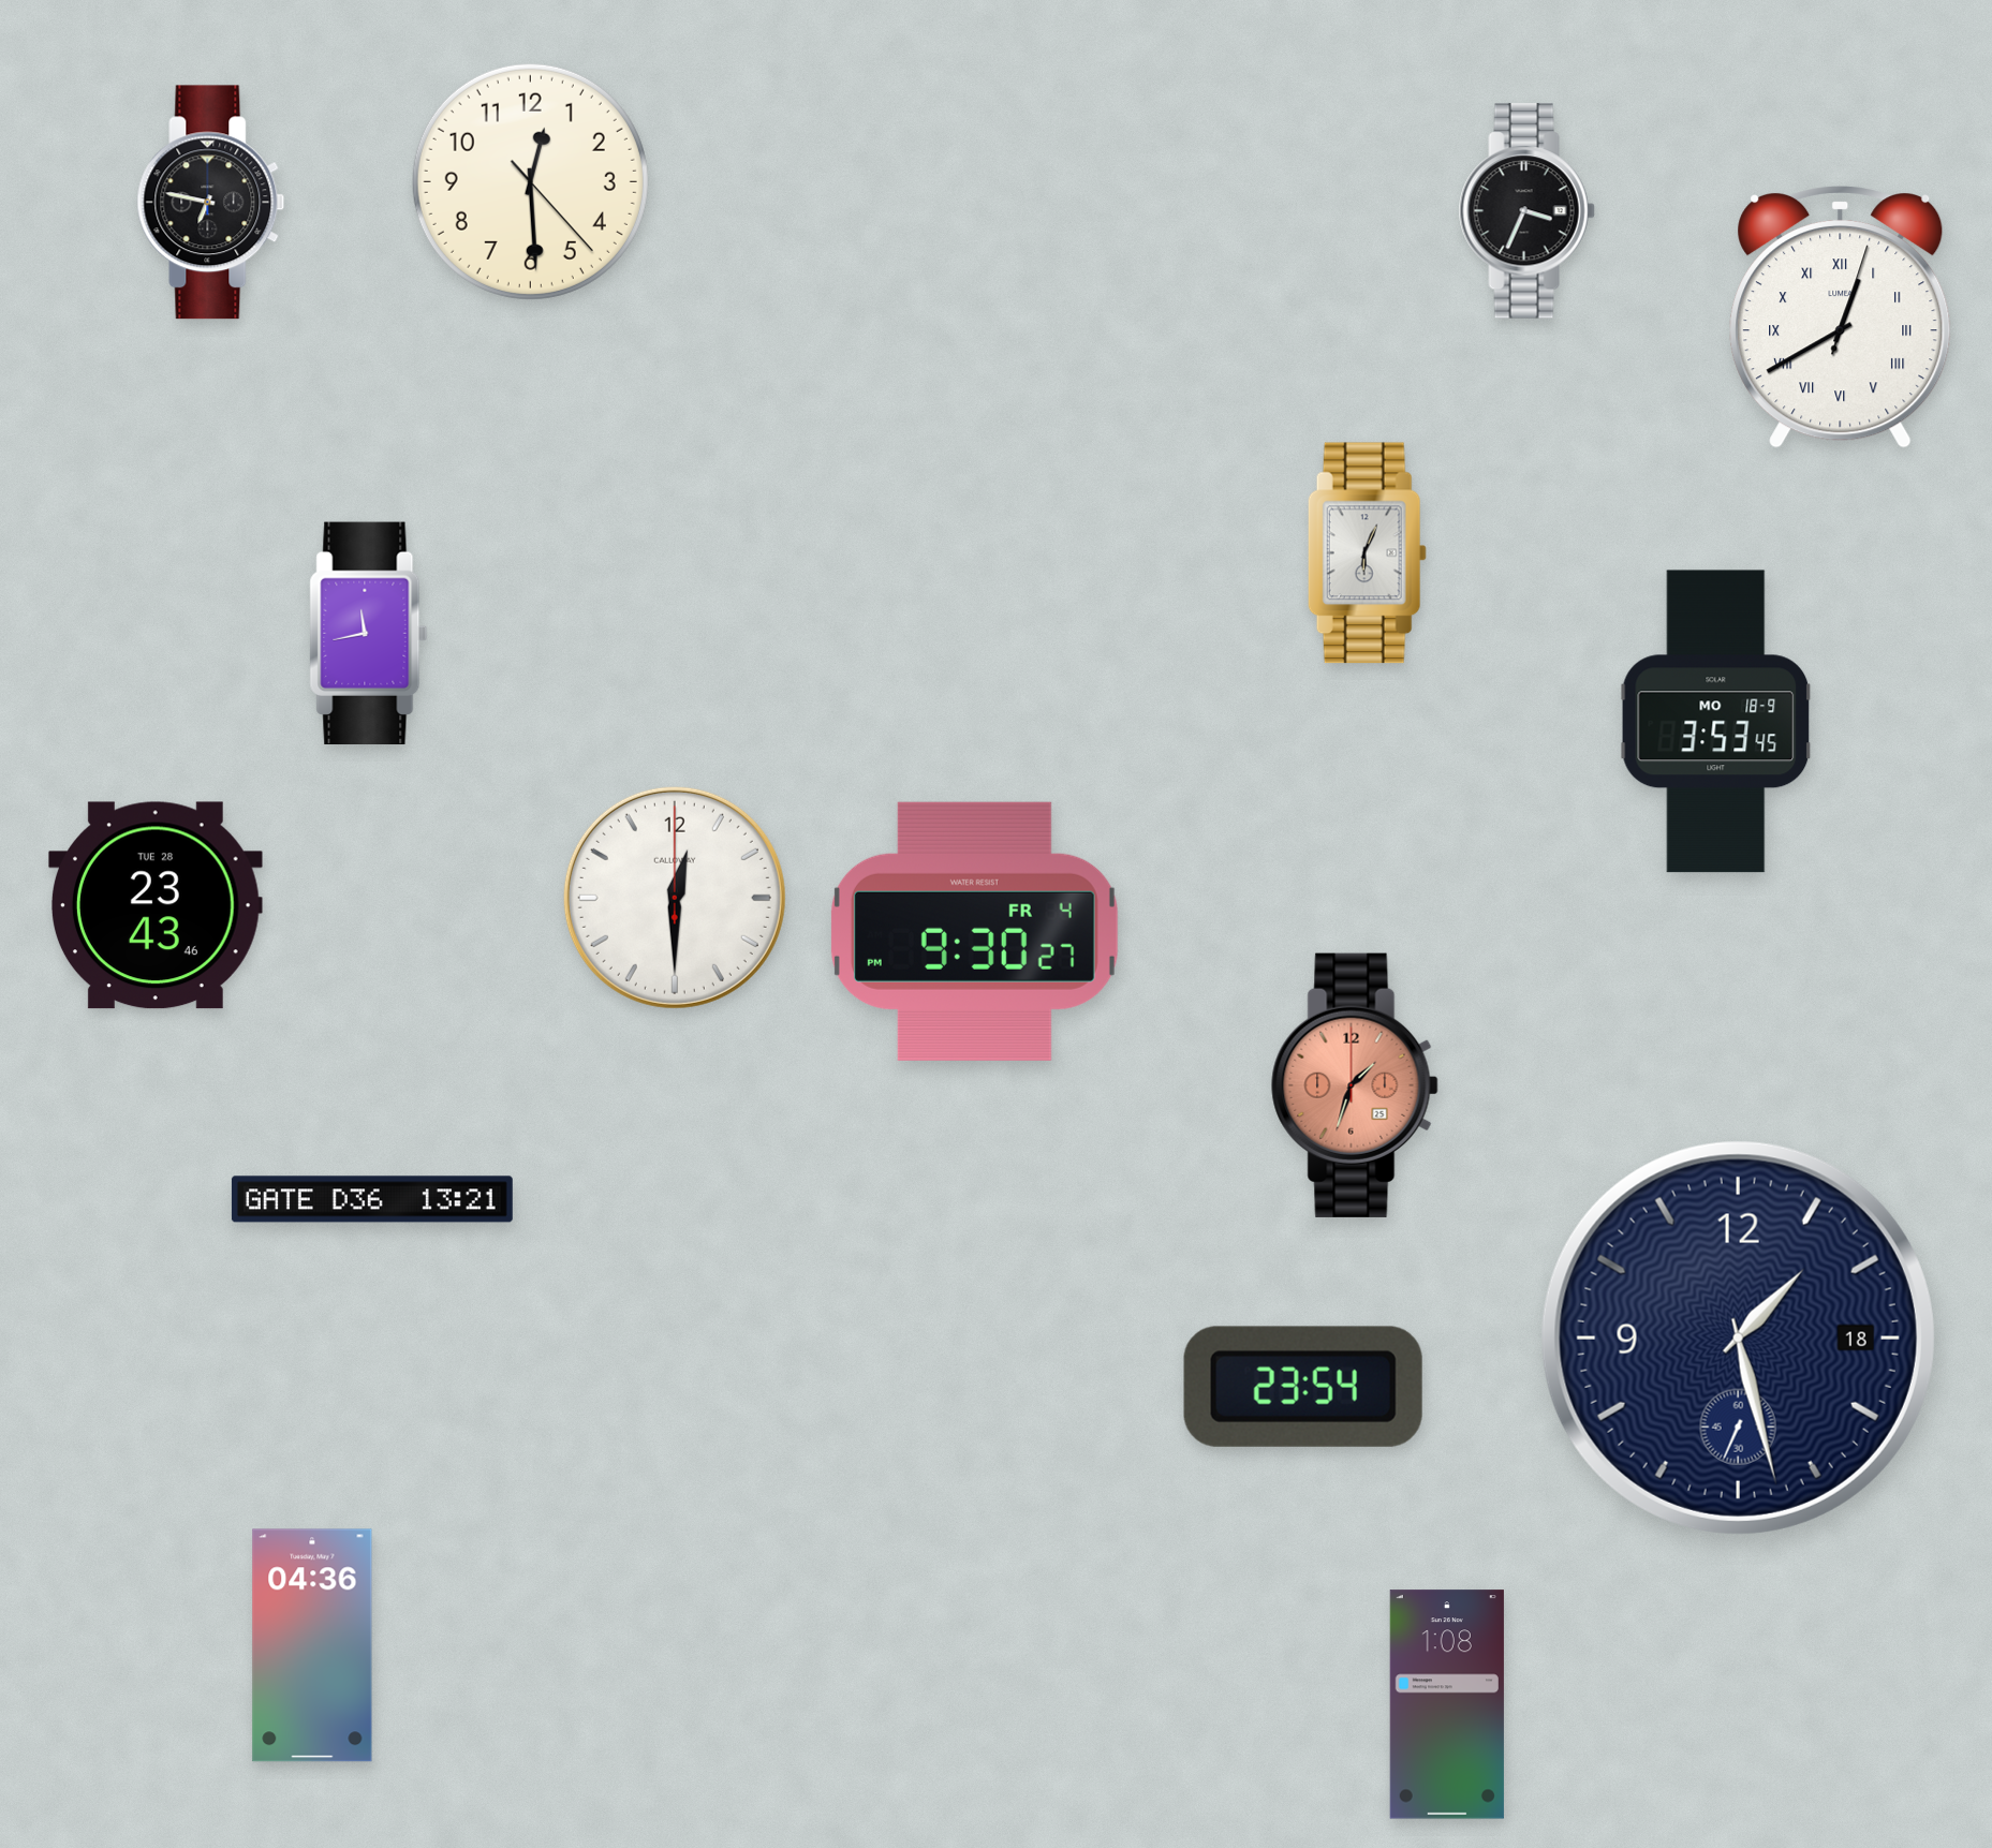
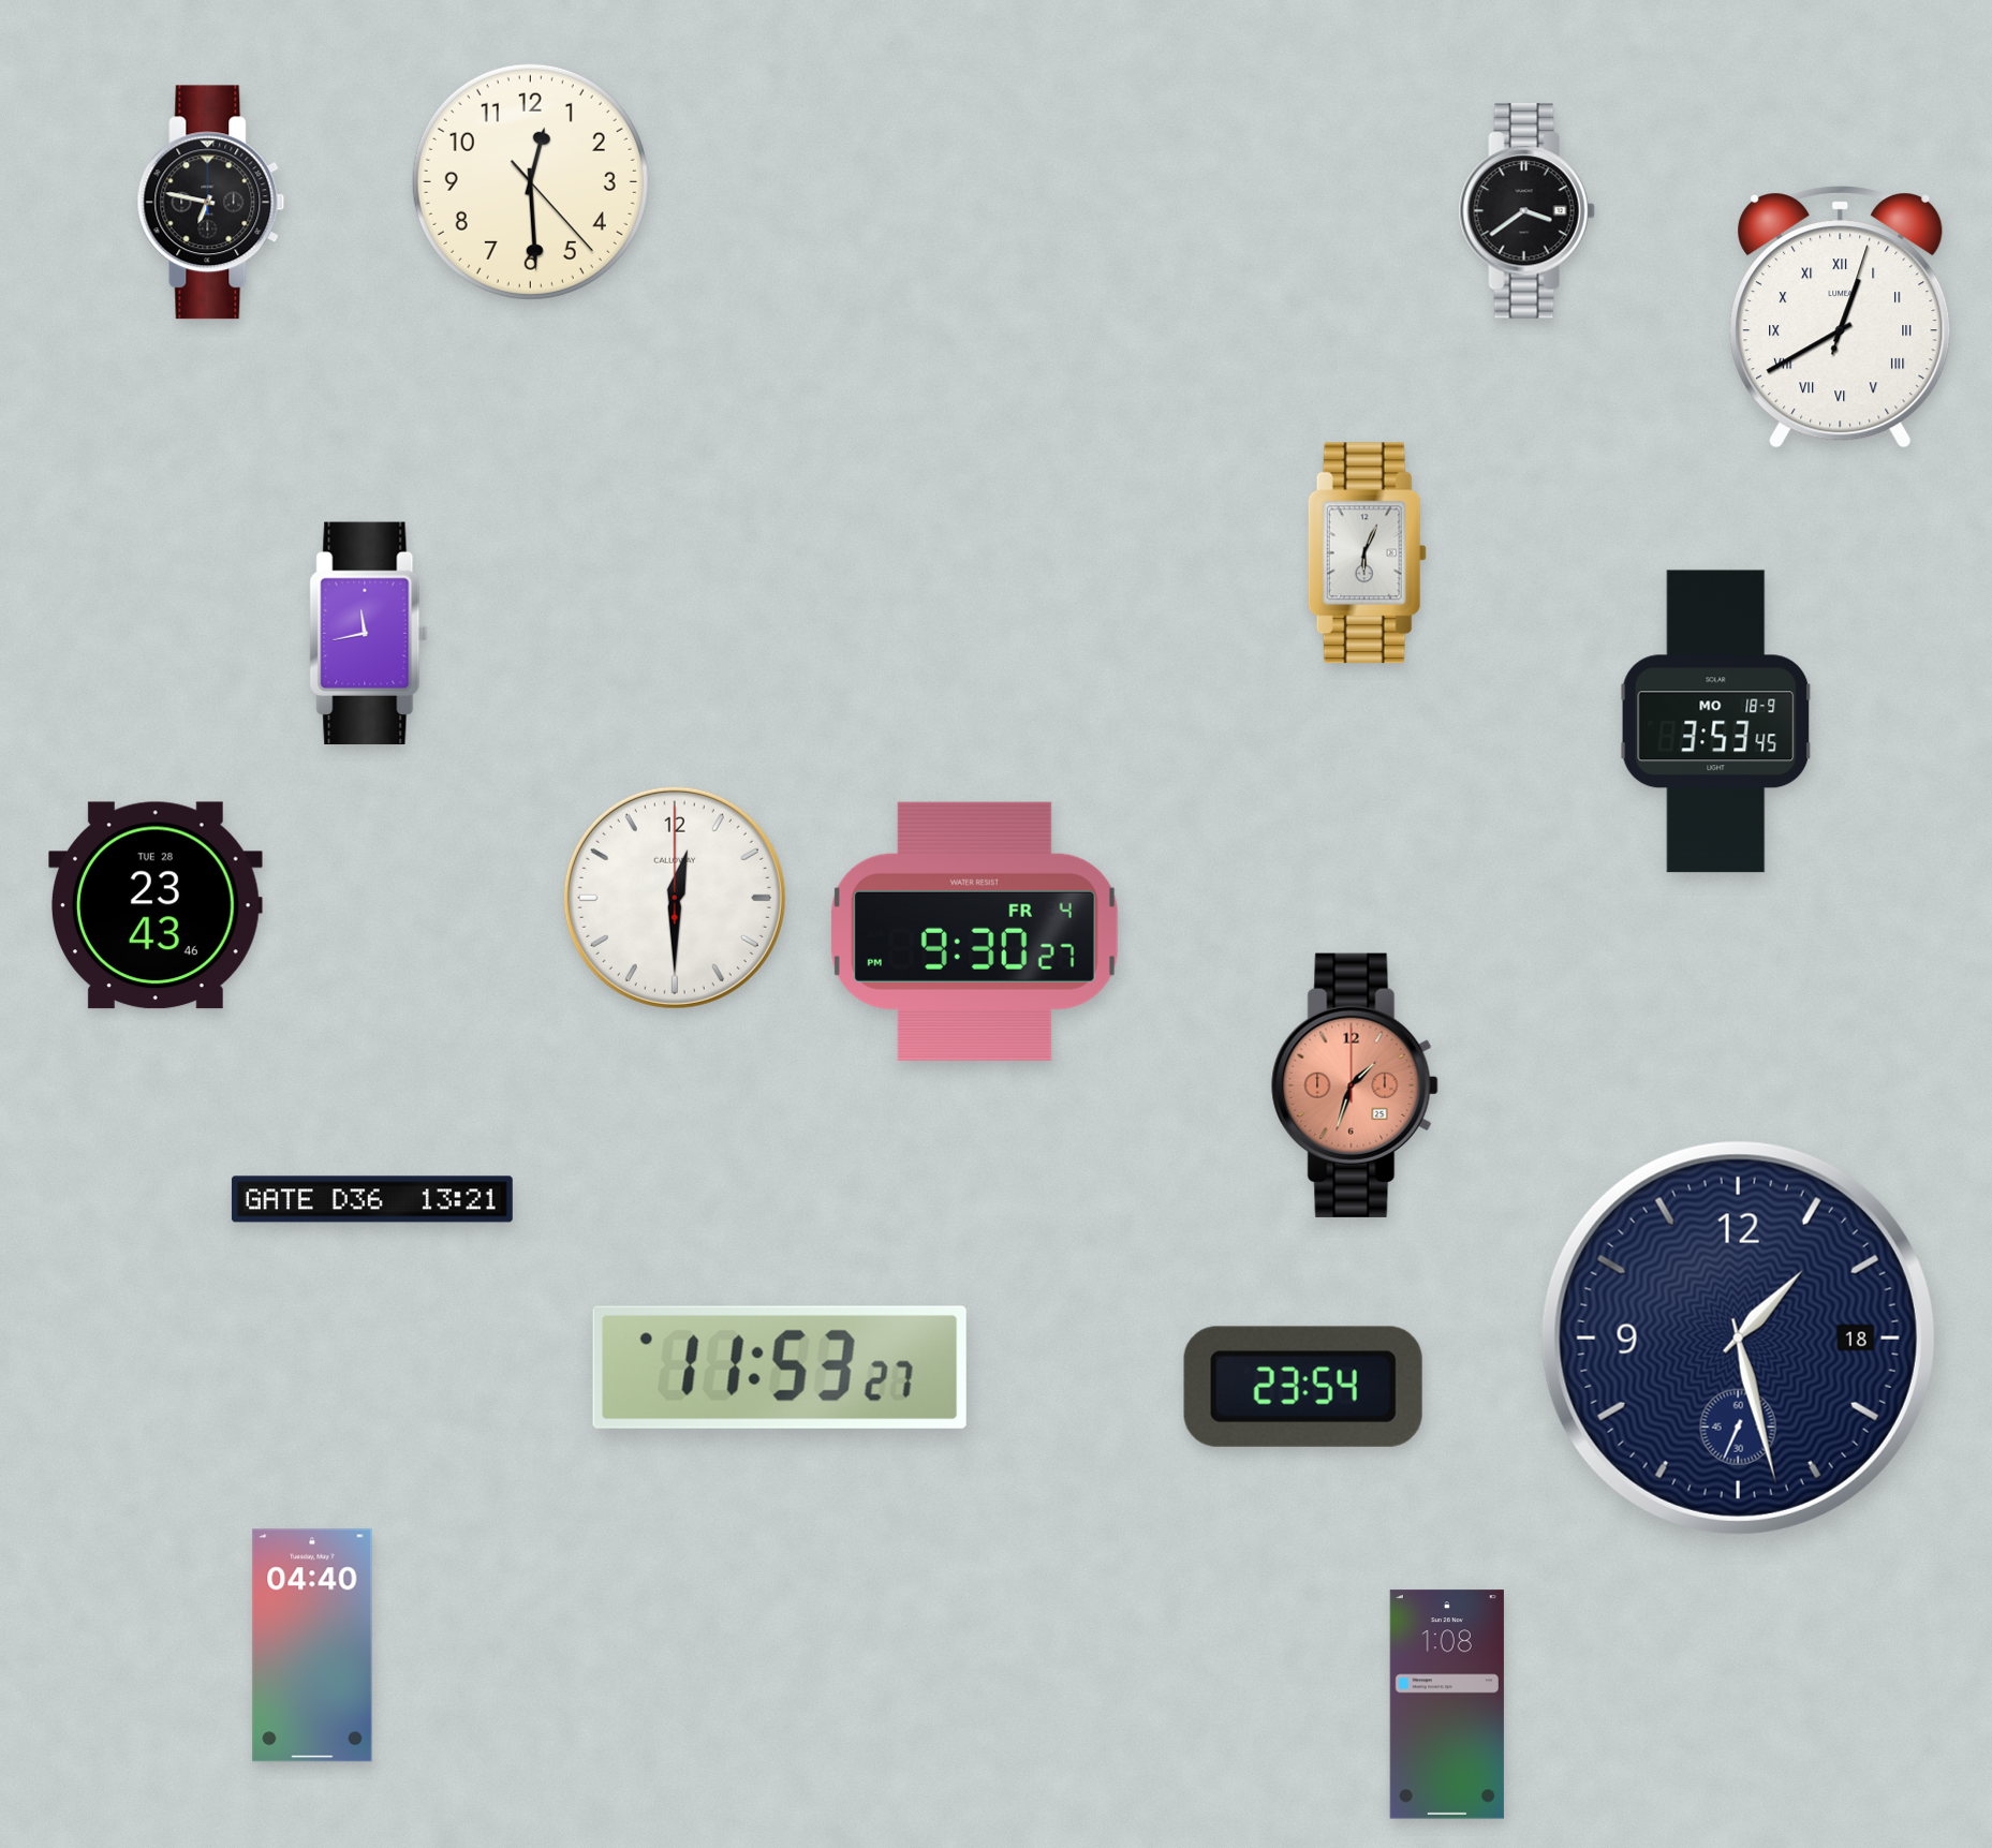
clock at (1526, 211): 3:34 -> 3:39
clock at (780, 1367): none -> 11:53
clock at (312, 1645): 04:36 -> 04:40
